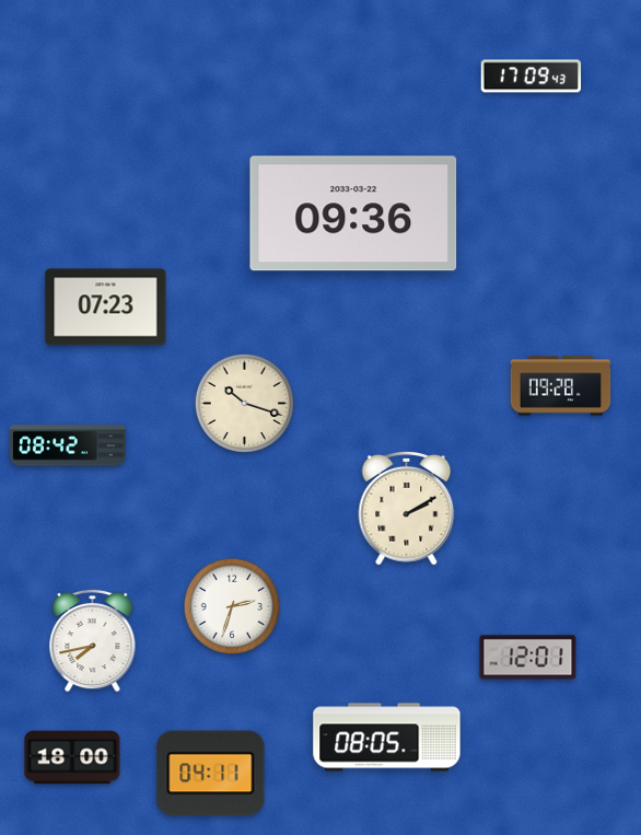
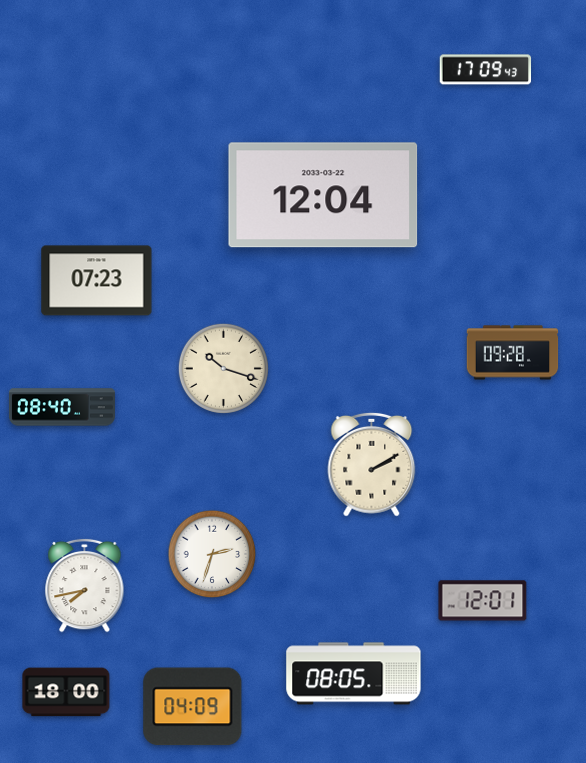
clock at (353, 213): 09:36 -> 12:04
clock at (68, 445): 08:42 -> 08:40
clock at (211, 774): 04:11 -> 04:09
